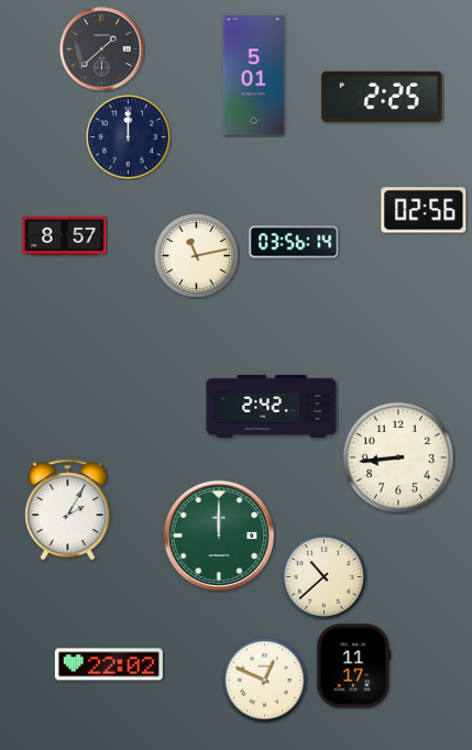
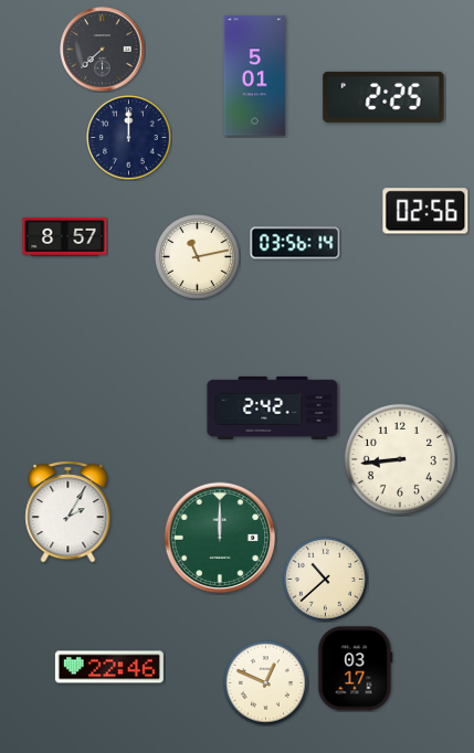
clock at (102, 49): 1:38 -> 7:38
clock at (109, 664): 22:02 -> 22:46
clock at (354, 666): 11:17 -> 03:17
